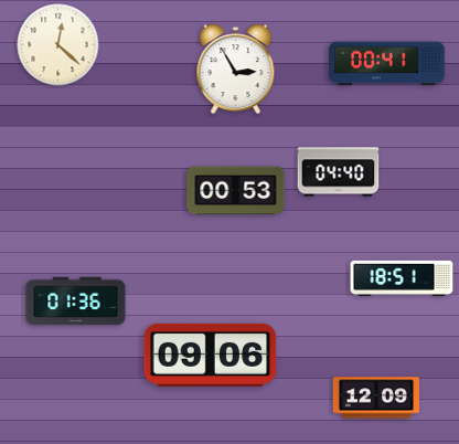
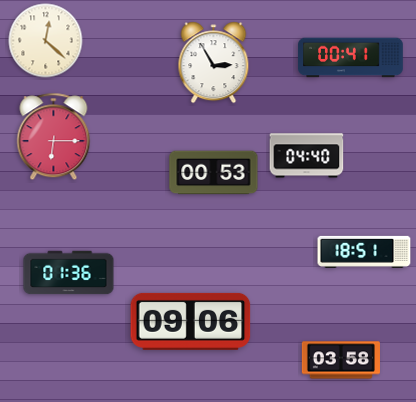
clock at (58, 45) position: (58, 45) -> (46, 41)
clock at (54, 137): none -> 6:15
clock at (376, 398): 12:09 -> 03:58
